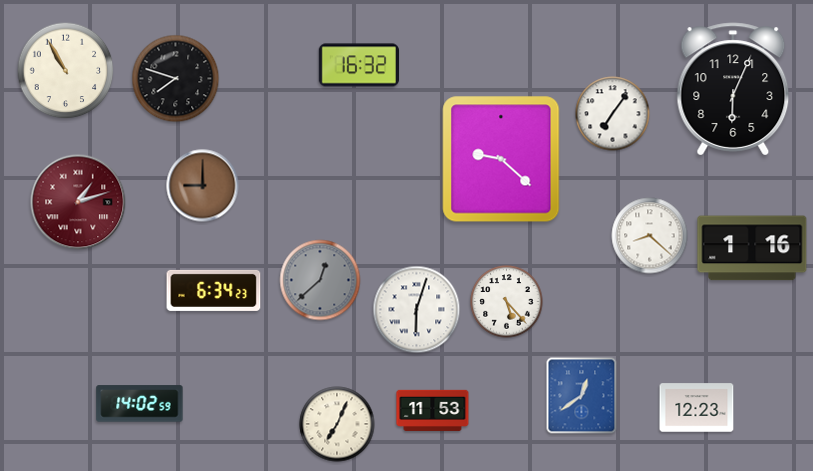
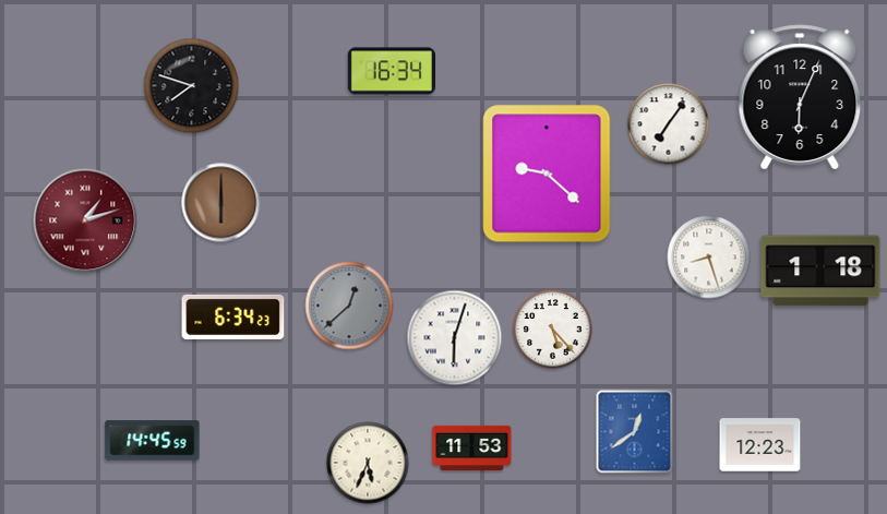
clock at (358, 65): 16:32 -> 16:34
clock at (66, 71): 10:55 -> none
clock at (203, 186): 9:00 -> 6:00
clock at (650, 236): 8:22 -> 8:27
clock at (752, 248): 1:16 -> 1:18
clock at (140, 404): 14:02 -> 14:45
clock at (337, 424): 7:04 -> 5:34
